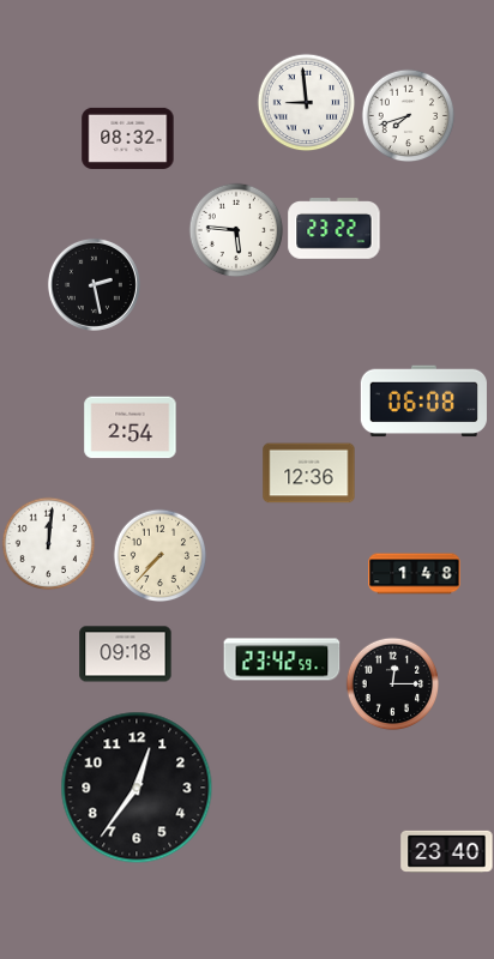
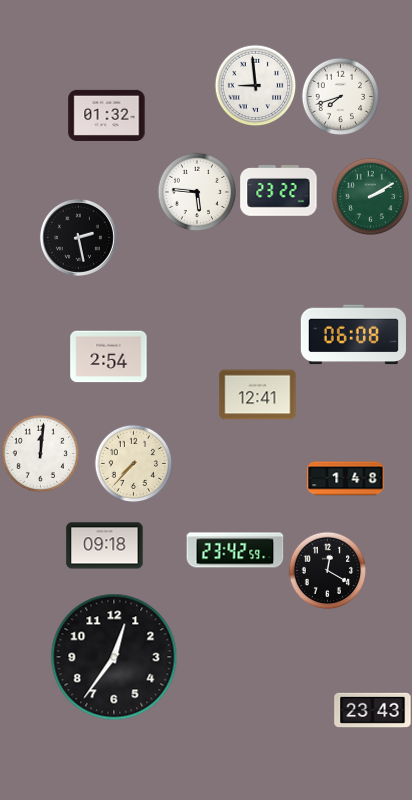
clock at (128, 138): 08:32 -> 01:32
clock at (370, 196): none -> 2:10
clock at (309, 474): 12:36 -> 12:41
clock at (392, 683): 12:15 -> 12:20
clock at (447, 851): 23:40 -> 23:43
